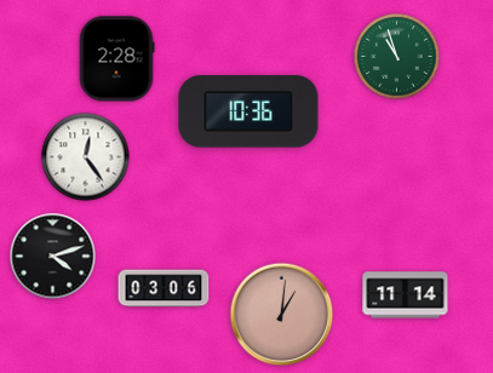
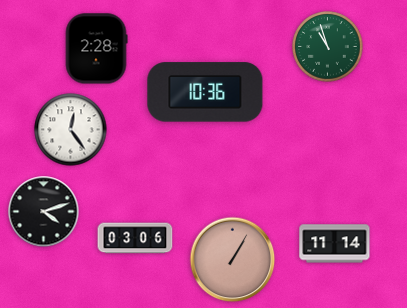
clock at (282, 315): 1:01 -> 1:05
